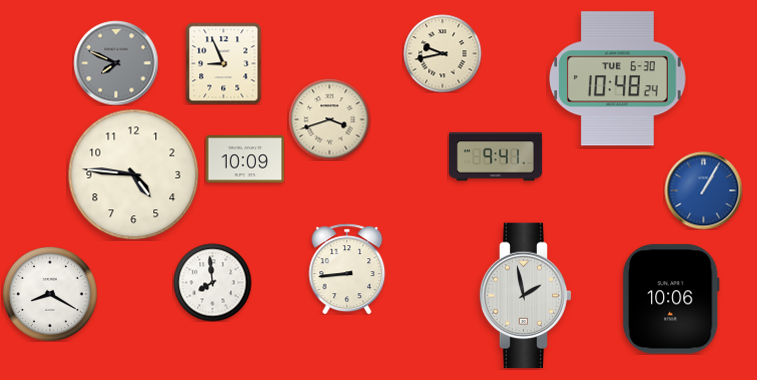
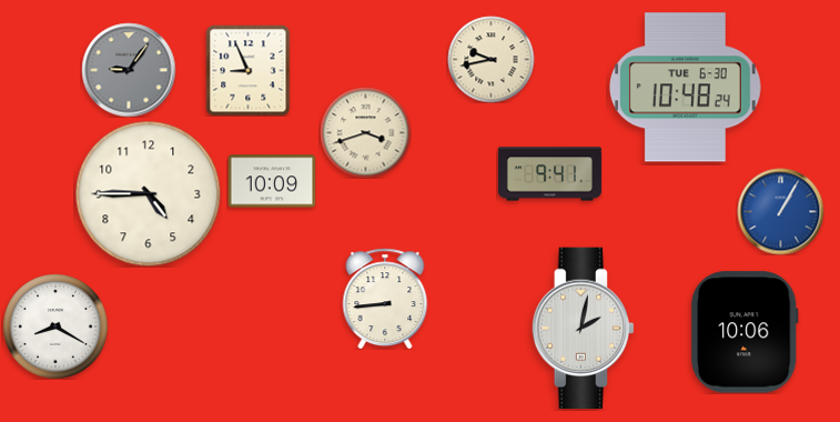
clock at (116, 63): 7:49 -> 9:06
clock at (245, 159) position: (245, 159) -> (272, 181)
clock at (134, 175): 4:46 -> 4:45
clock at (212, 282): 7:59 -> none
clock at (525, 296): 1:58 -> 2:02
